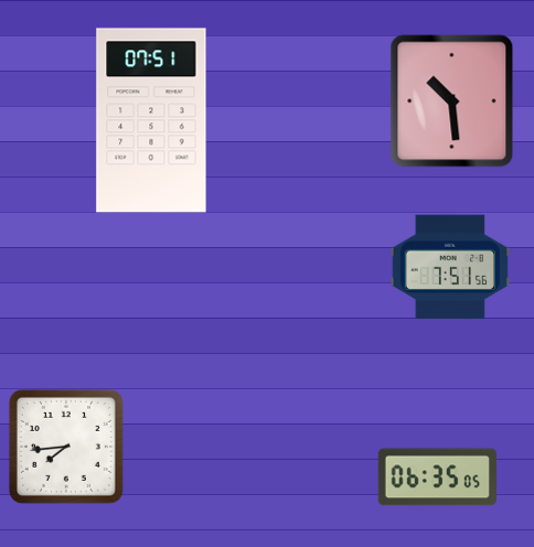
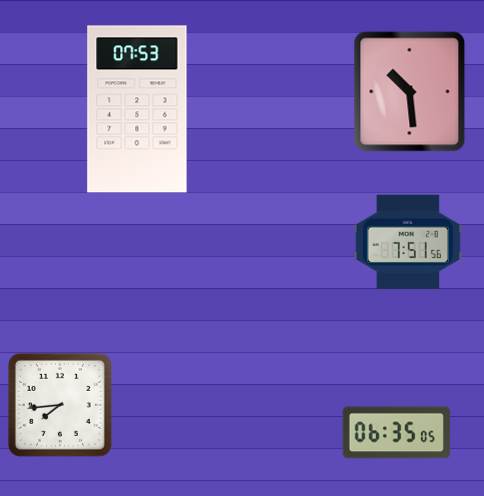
clock at (151, 120): 07:51 -> 07:53
